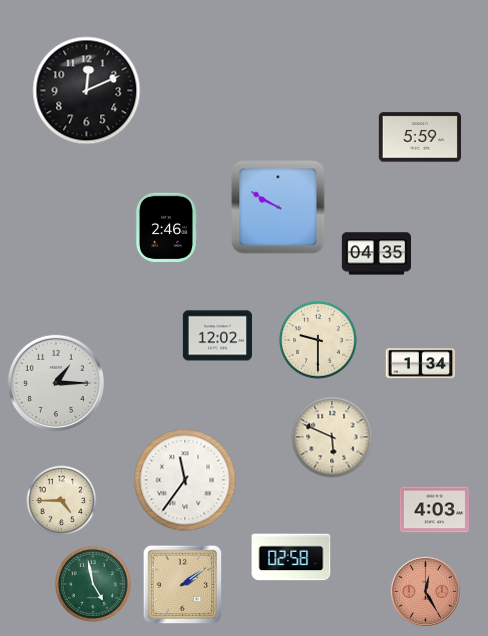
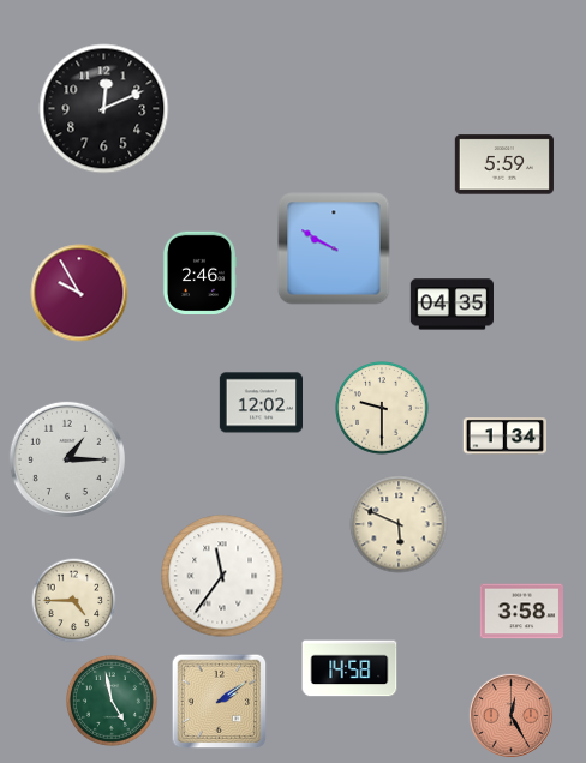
clock at (79, 293): none -> 9:55
clock at (434, 510): 4:03 -> 3:58
clock at (291, 557): 02:58 -> 14:58
clock at (425, 591) position: (425, 591) -> (510, 715)
